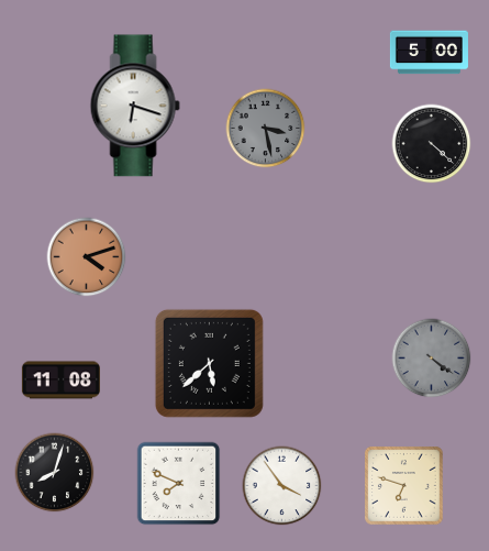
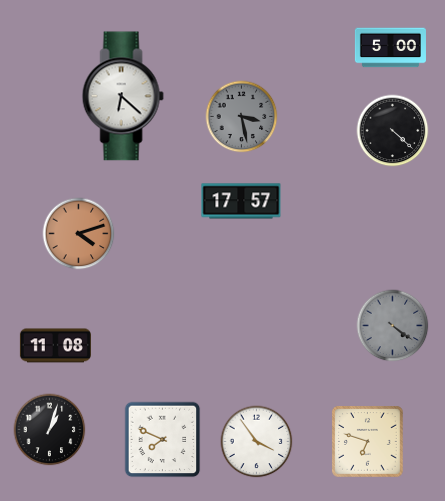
clock at (135, 106): 6:18 -> 6:22
clock at (241, 201): none -> 17:57
clock at (209, 363): 5:38 -> none
clock at (55, 473): 8:03 -> 1:03
